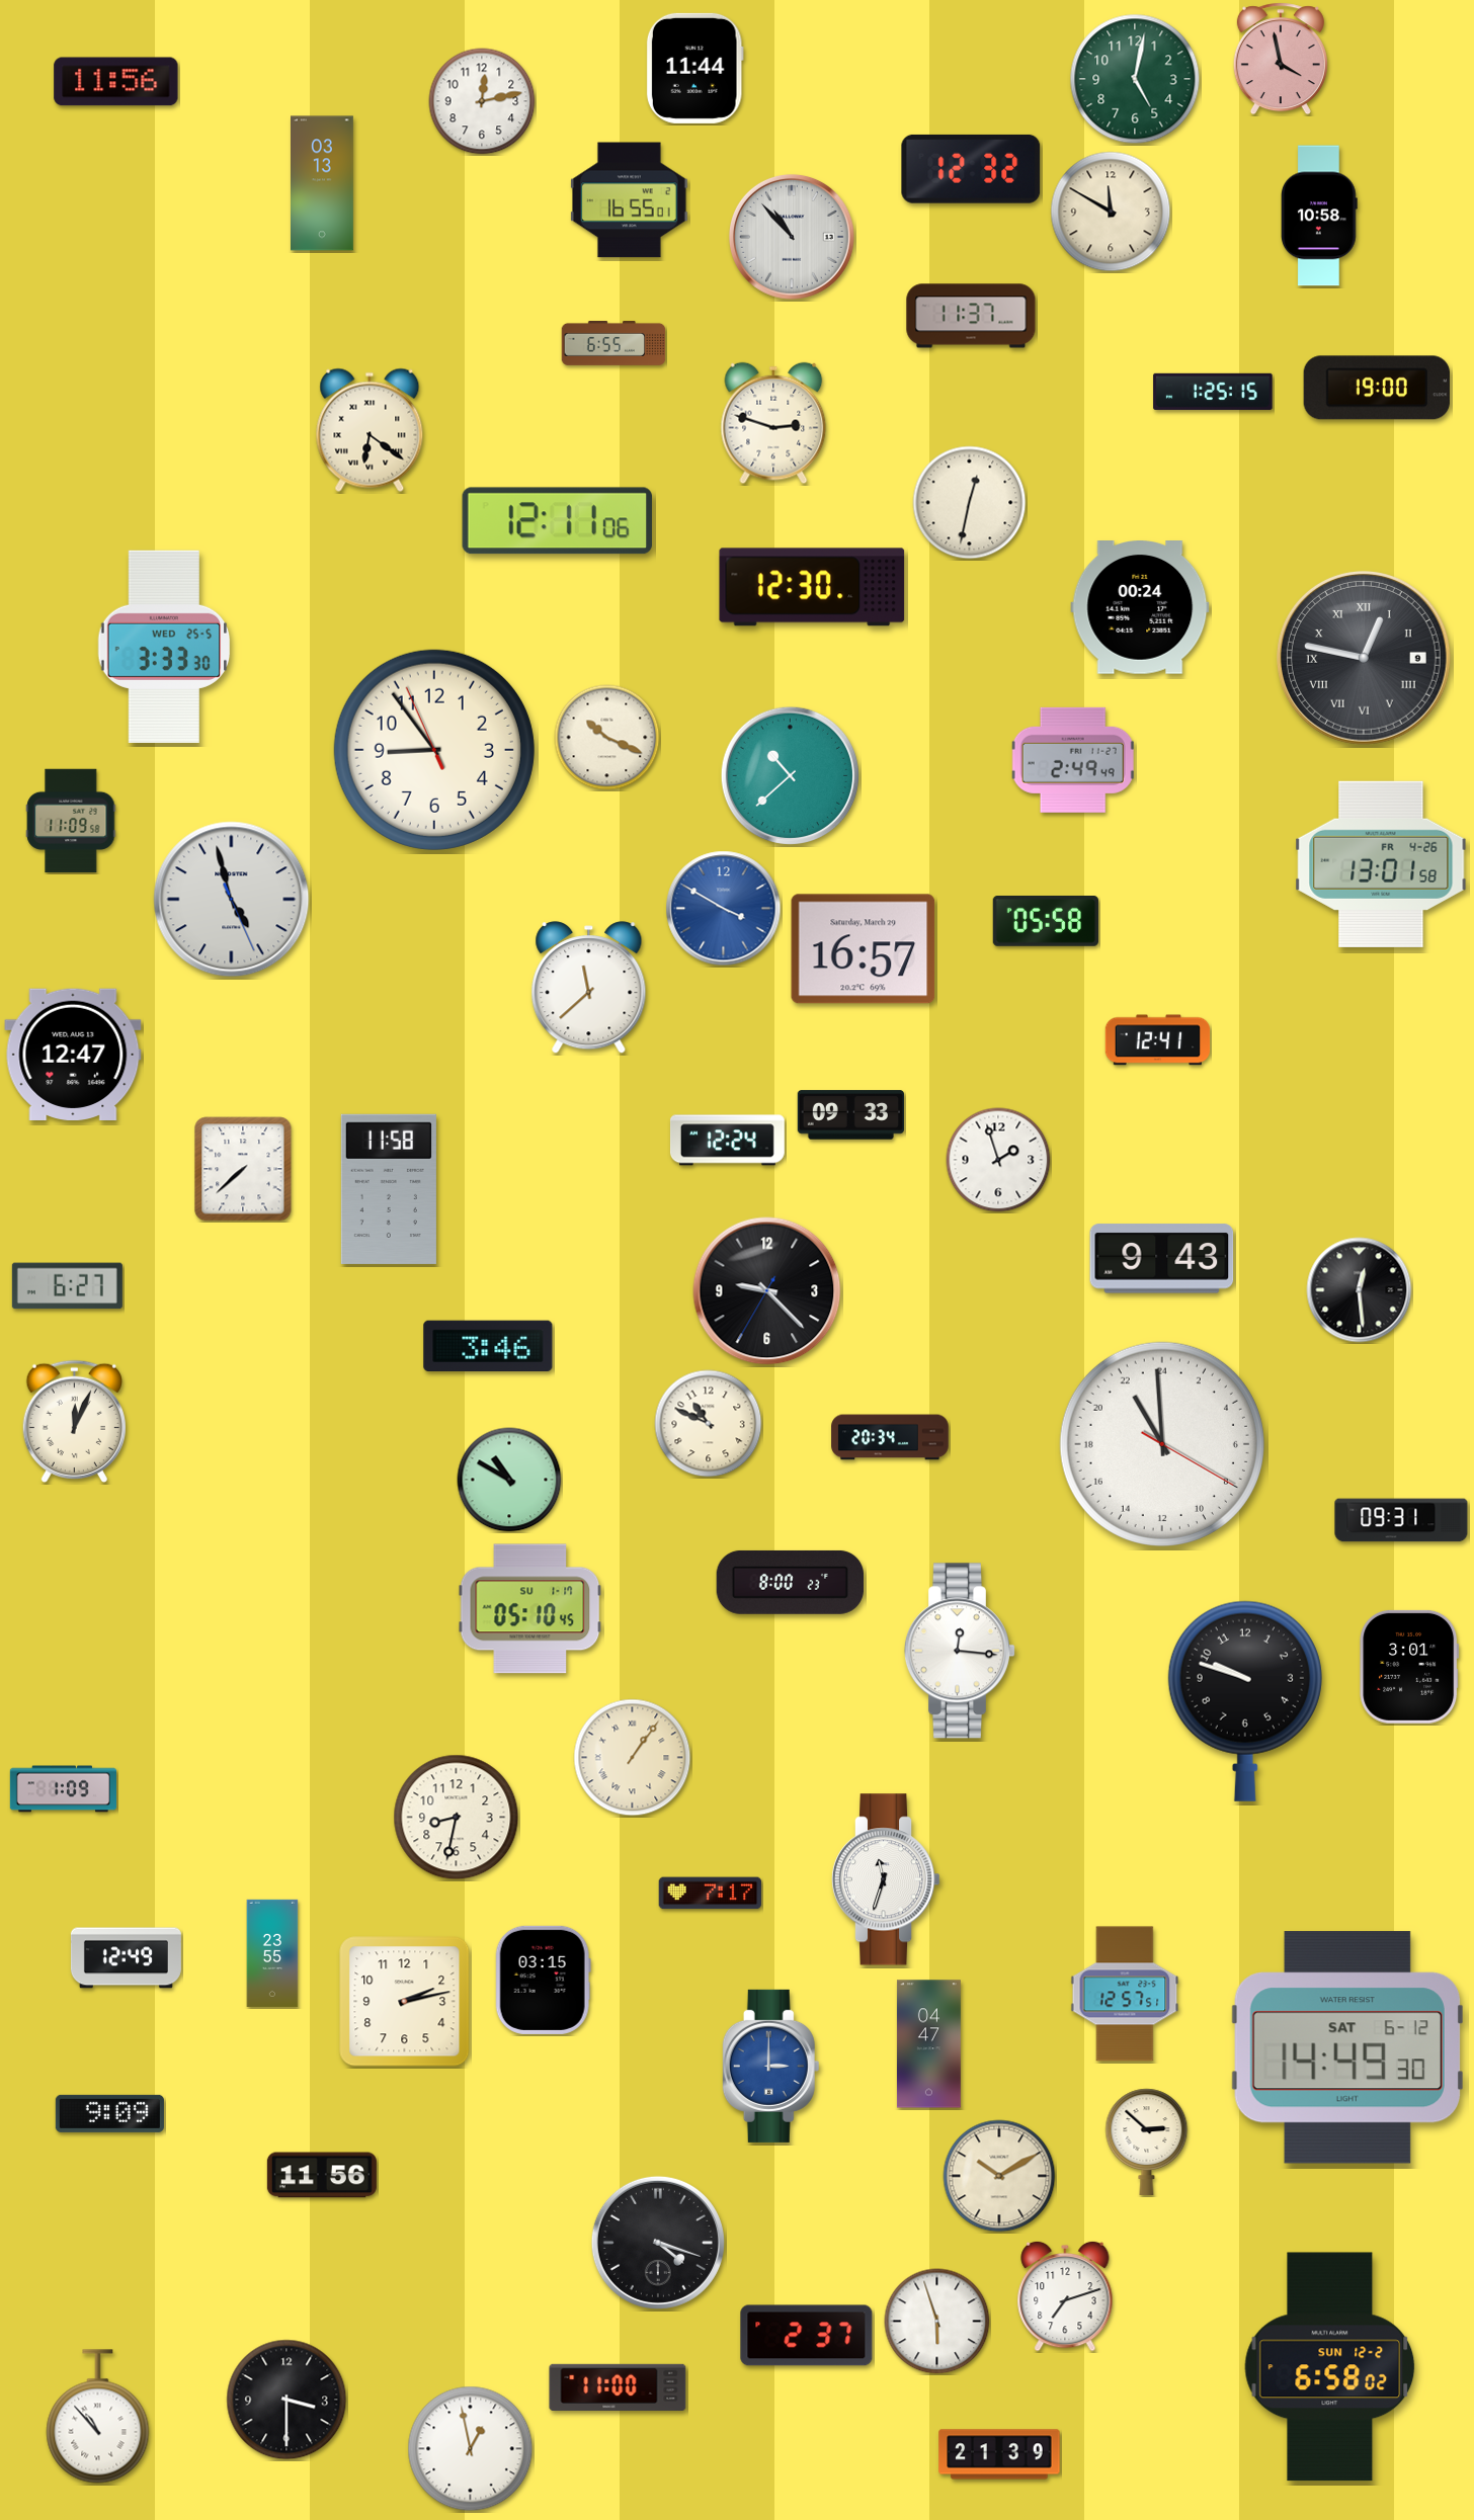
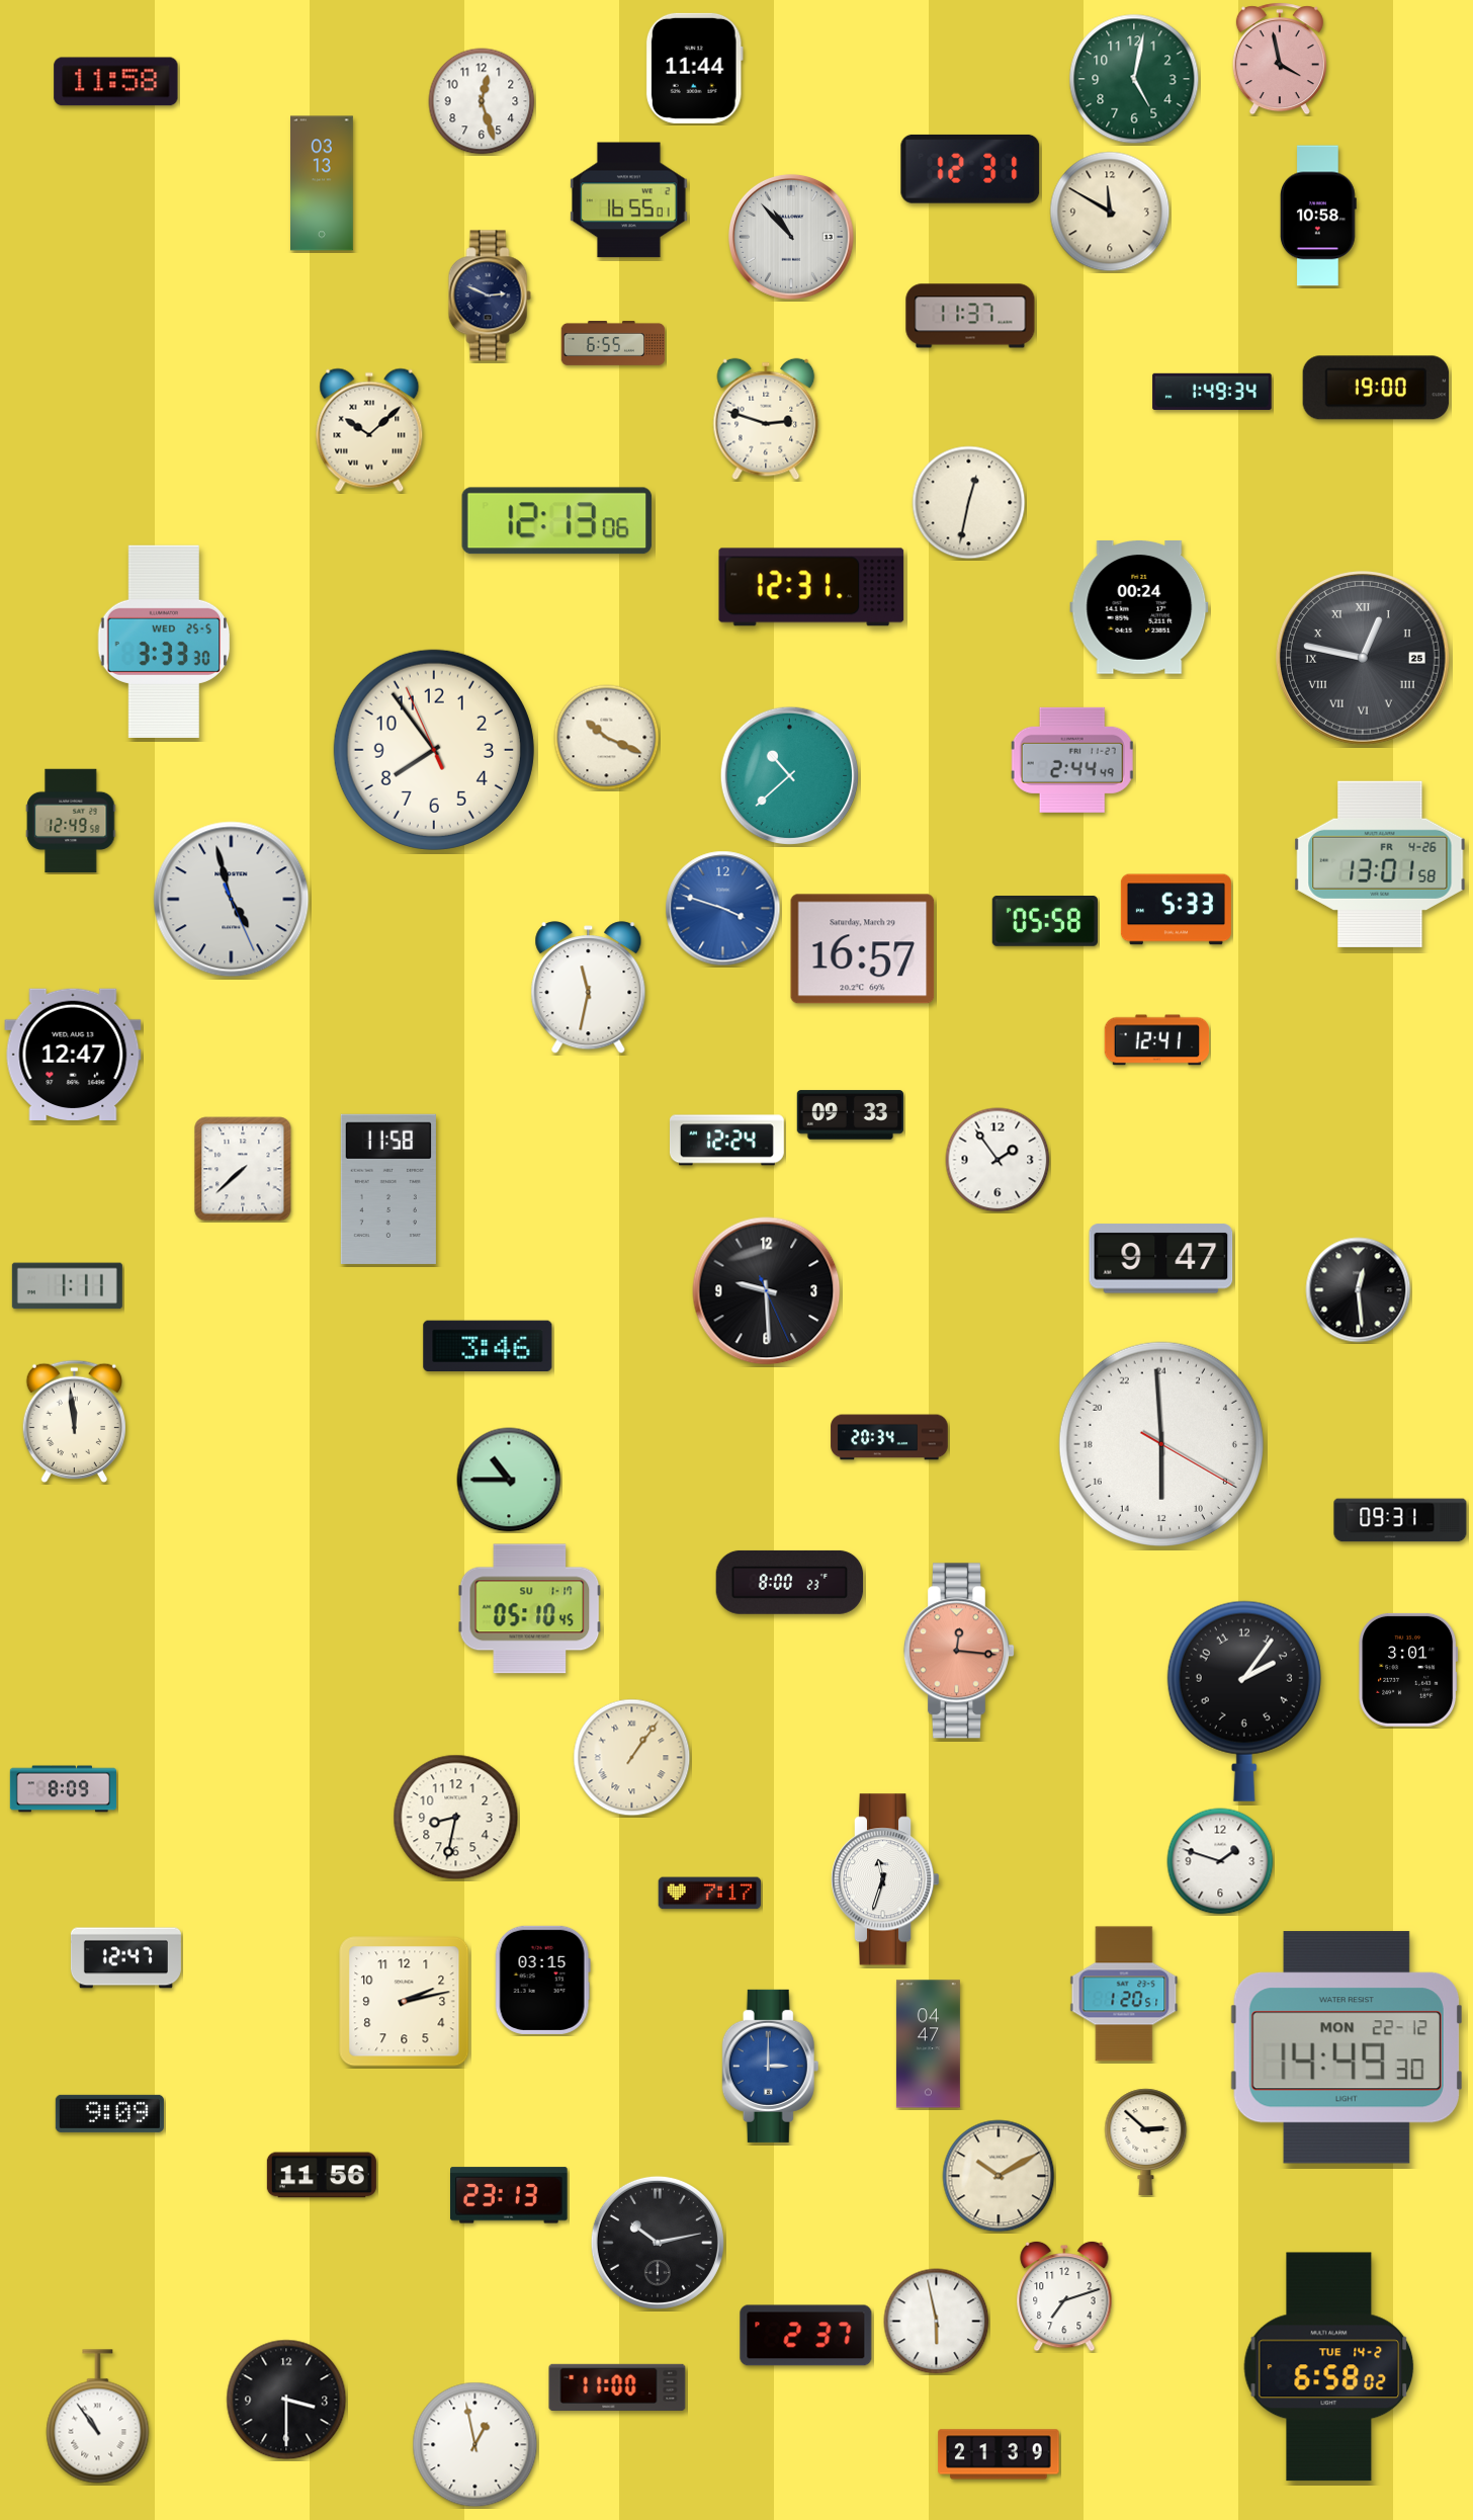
clock at (116, 82): 11:56 -> 11:58
clock at (482, 101): 12:13 -> 12:27
clock at (971, 169): 12:32 -> 12:31
clock at (490, 296): none -> 2:49
clock at (1213, 392): 1:25 -> 1:49
clock at (773, 423) position: (773, 423) -> (766, 419)
clock at (370, 430): 6:21 -> 10:08
clock at (557, 521): 12:11 -> 12:13
clock at (812, 587): 12:30 -> 12:31
clock at (164, 647) position: (164, 647) -> (164, 642)
clock at (1364, 658) date: 9 -> 25
clock at (434, 750): 8:53 -> 7:53
clock at (1073, 760): 2:49 -> 2:44
clock at (71, 821): 11:09 -> 12:49
clock at (724, 909): 3:50 -> 3:48
clock at (1176, 910): none -> 5:33
clock at (589, 988): 11:38 -> 11:32
clock at (998, 1160): 1:57 -> 1:54
clock at (1162, 1259): 9:43 -> 9:47
clock at (67, 1286): 6:27 -> 1:11
clock at (767, 1291): 9:22 -> 9:29
clock at (74, 1422): 12:04 -> 11:59
clock at (709, 1424): 10:49 -> none
clock at (1162, 1444): 21:59 -> 11:59
clock at (509, 1480): 10:50 -> 10:45
clock at (959, 1651) dial: white -> salmon
clock at (1409, 1667) position: (1409, 1667) -> (1408, 1670)
clock at (1245, 1701): 9:48 -> 2:06
clock at (63, 1789): 1:09 -> 8:09
clock at (1220, 1861): none -> 1:48
clock at (272, 1953): 23:55 -> none
clock at (126, 1958): 12:49 -> 12:47
clock at (1125, 1994): 12:57 -> 1:20
clock at (1347, 2047) date: SAT 6-12 -> MON 22-12
clock at (510, 2195): none -> 23:13
clock at (658, 2243): 4:18 -> 10:13
clock at (937, 2322): 5:57 -> 5:58
clock at (1330, 2367) date: SUN 12-2 -> TUE 14-2
clock at (98, 2417): 10:53 -> 10:54
clock at (471, 2449) position: (471, 2449) -> (475, 2445)
